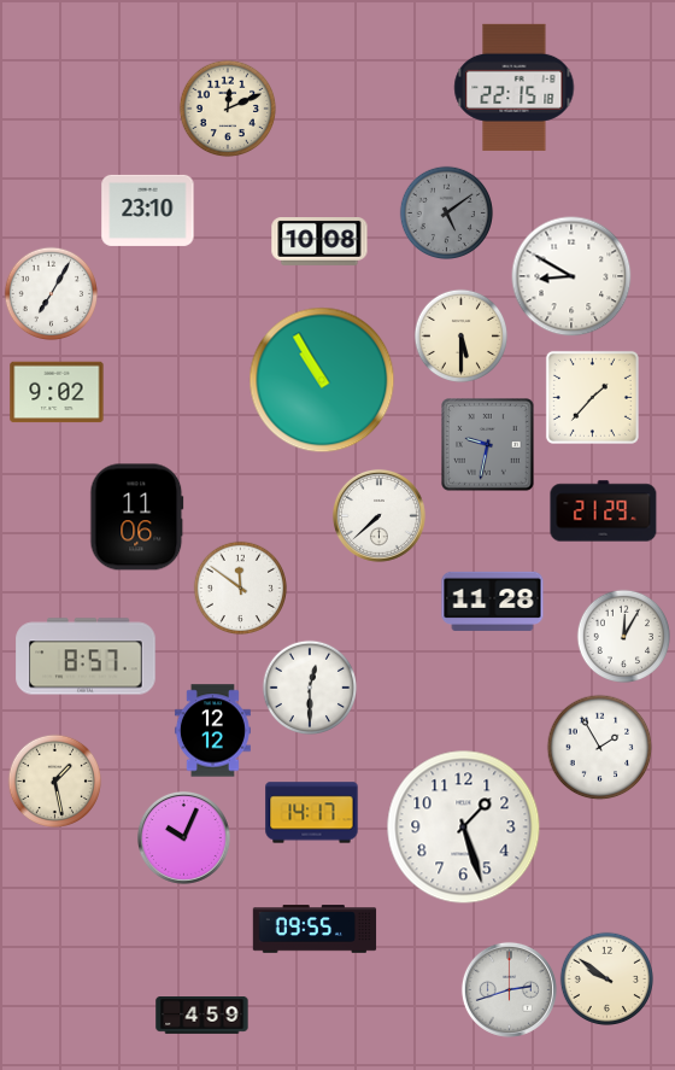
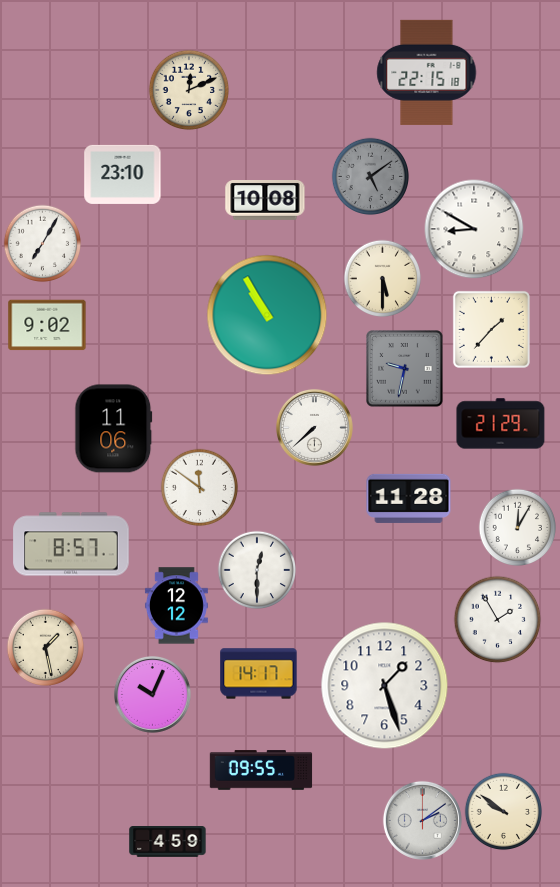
clock at (509, 989): 2:42 -> 2:09
